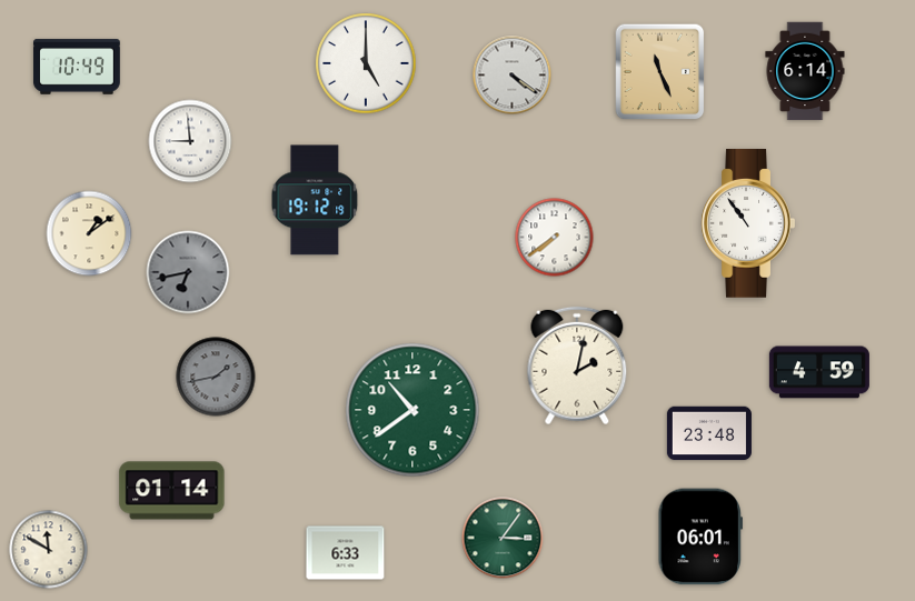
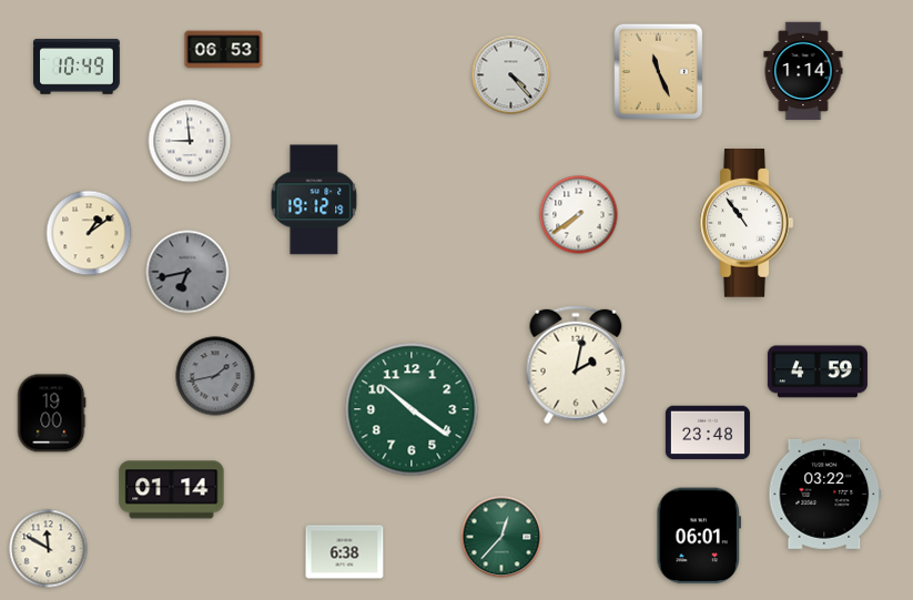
clock at (224, 50): none -> 06:53
clock at (366, 63): 5:00 -> none
clock at (805, 71): 6:14 -> 1:14
clock at (513, 76): 4:21 -> 4:23
clock at (555, 238) position: (555, 238) -> (579, 215)
clock at (412, 410): 10:39 -> 10:21
clock at (51, 414): none -> 19:00
clock at (825, 494): none -> 03:22
clock at (503, 538): 3:06 -> 12:37
clock at (346, 553): 6:33 -> 6:38
